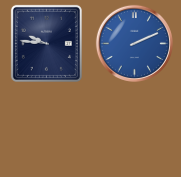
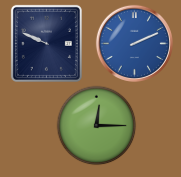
clock at (46, 43): 9:46 -> 9:49
clock at (96, 125): none -> 12:15
